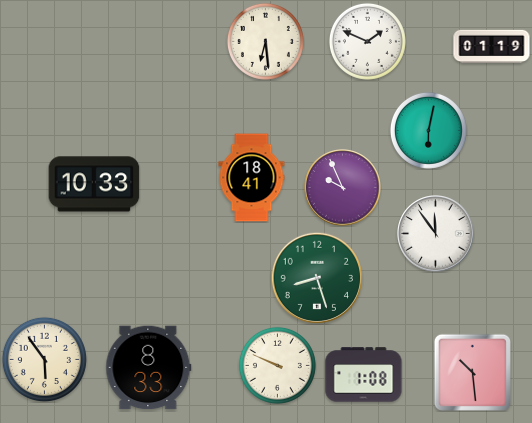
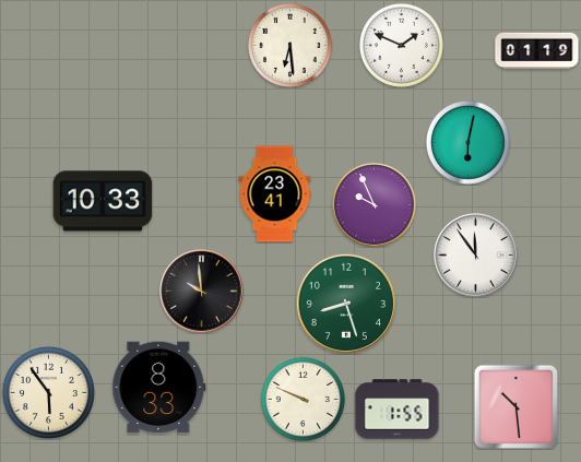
clock at (252, 178): 18:41 -> 23:41
clock at (202, 292): none -> 9:59
clock at (149, 368) position: (149, 368) -> (159, 388)
clock at (364, 375): 1:08 -> 1:55
